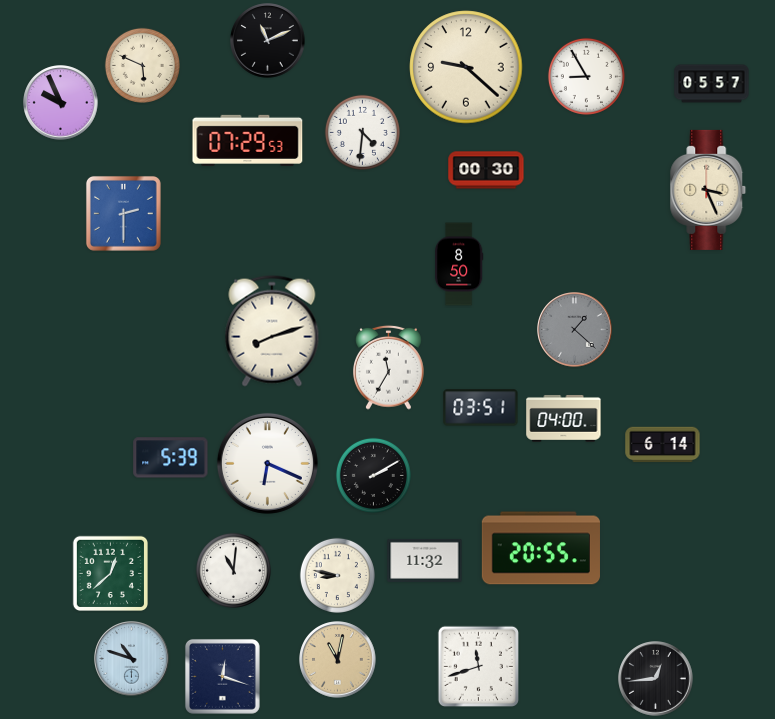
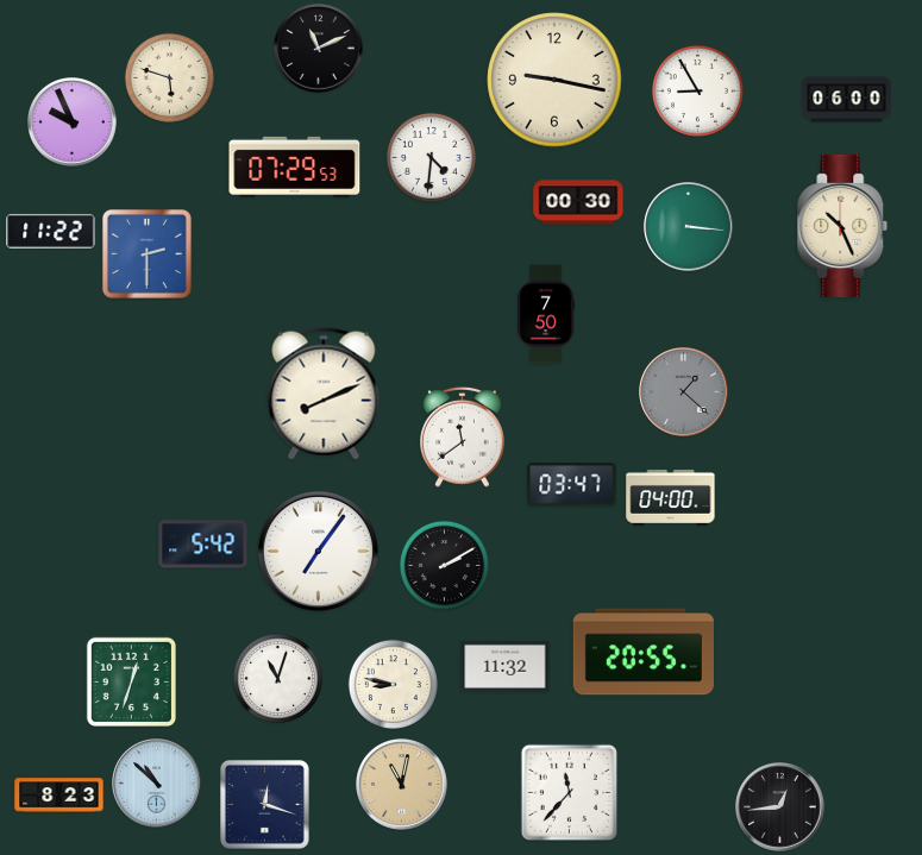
clock at (142, 65): 5:49 -> 5:48
clock at (466, 67): 9:22 -> 9:17
clock at (712, 84): 05:57 -> 06:00
clock at (708, 190): 3:26 -> 10:26
clock at (689, 227): none -> 3:16
clock at (51, 231): none -> 11:22
clock at (459, 264): 8:50 -> 7:50
clock at (272, 331): 8:12 -> 8:11
clock at (389, 367): 11:35 -> 11:39
clock at (481, 408): 03:51 -> 03:47
clock at (663, 445): 6:14 -> none
clock at (171, 458): 5:39 -> 5:42
clock at (267, 463): 6:19 -> 7:06
clock at (233, 570): 11:01 -> 11:03
clock at (110, 573): 12:38 -> 12:33
clock at (337, 575) position: (337, 575) -> (393, 684)
clock at (132, 659): 10:48 -> 10:52
clock at (478, 666): 11:42 -> 11:37
clock at (59, 796): none -> 8:23
